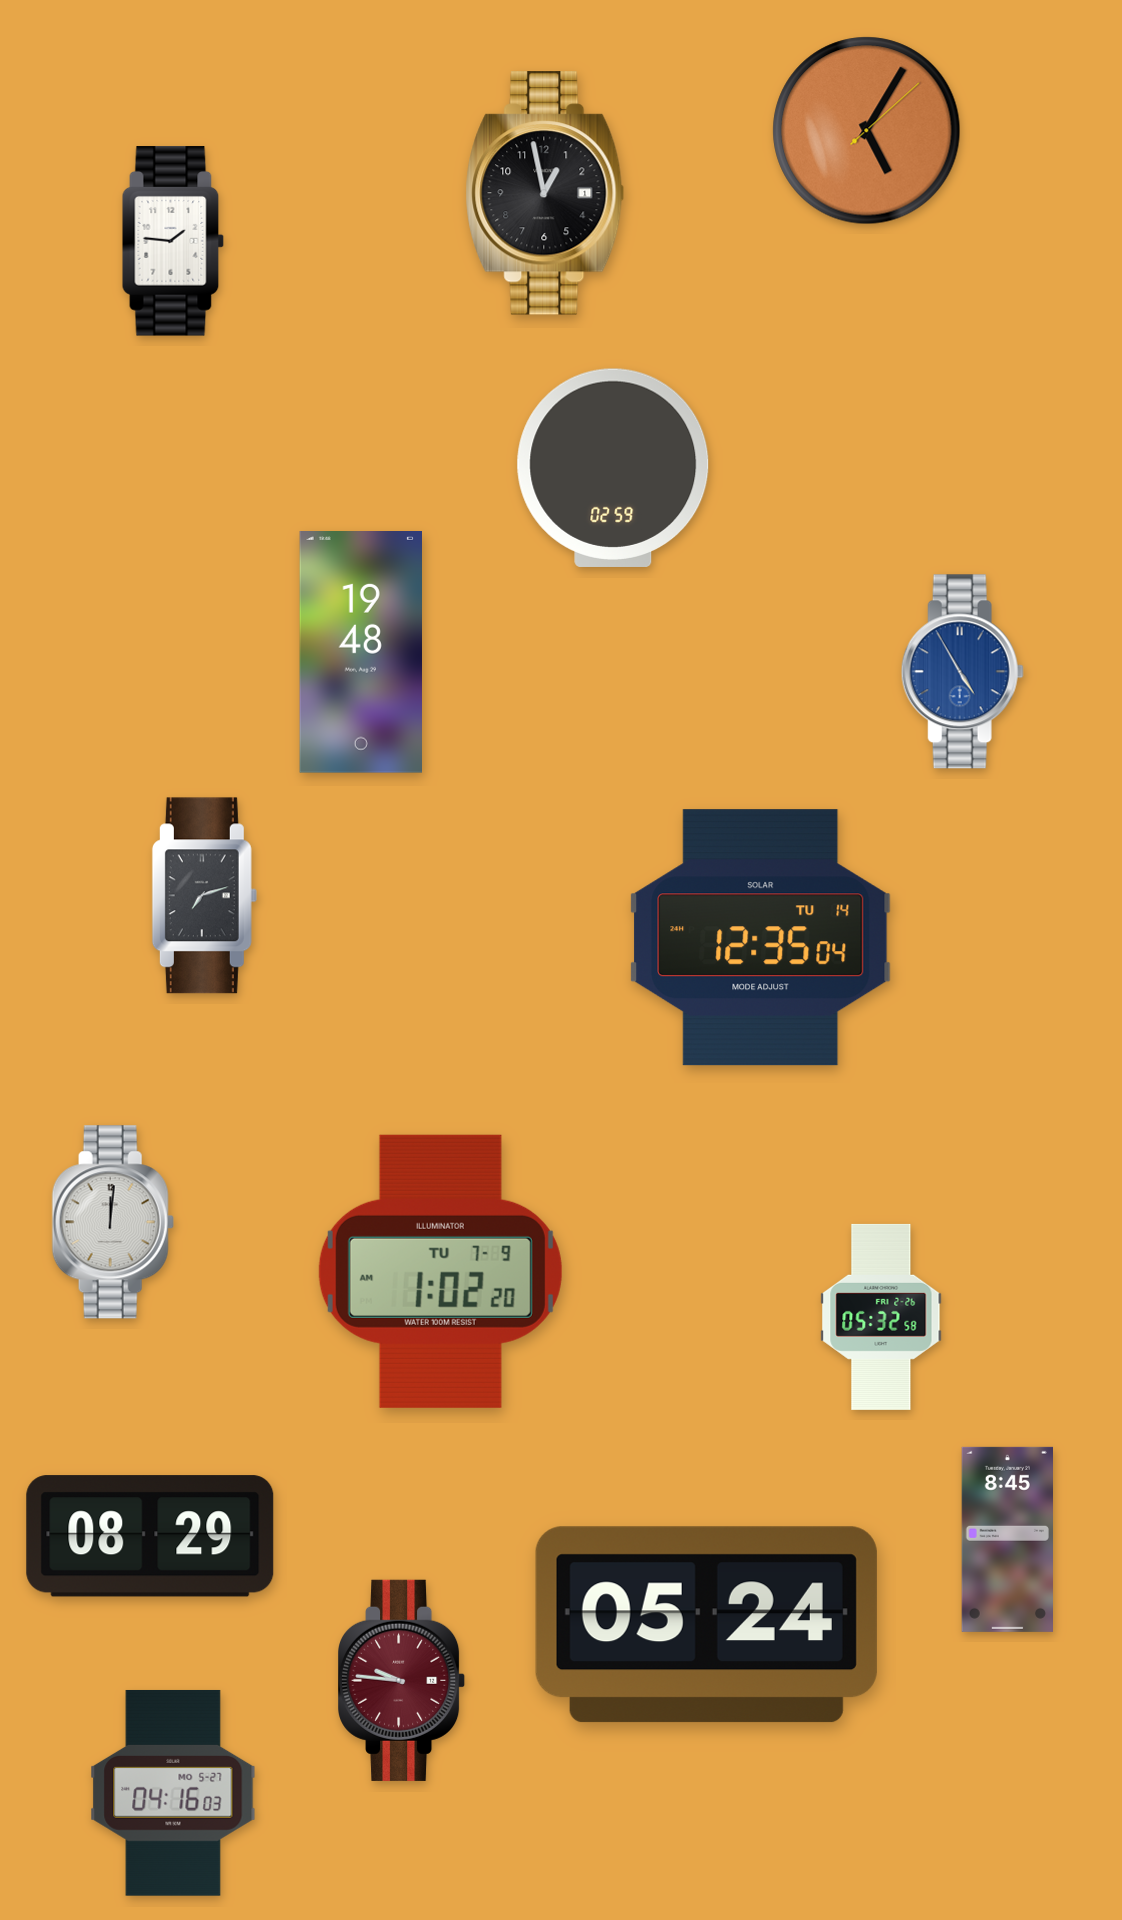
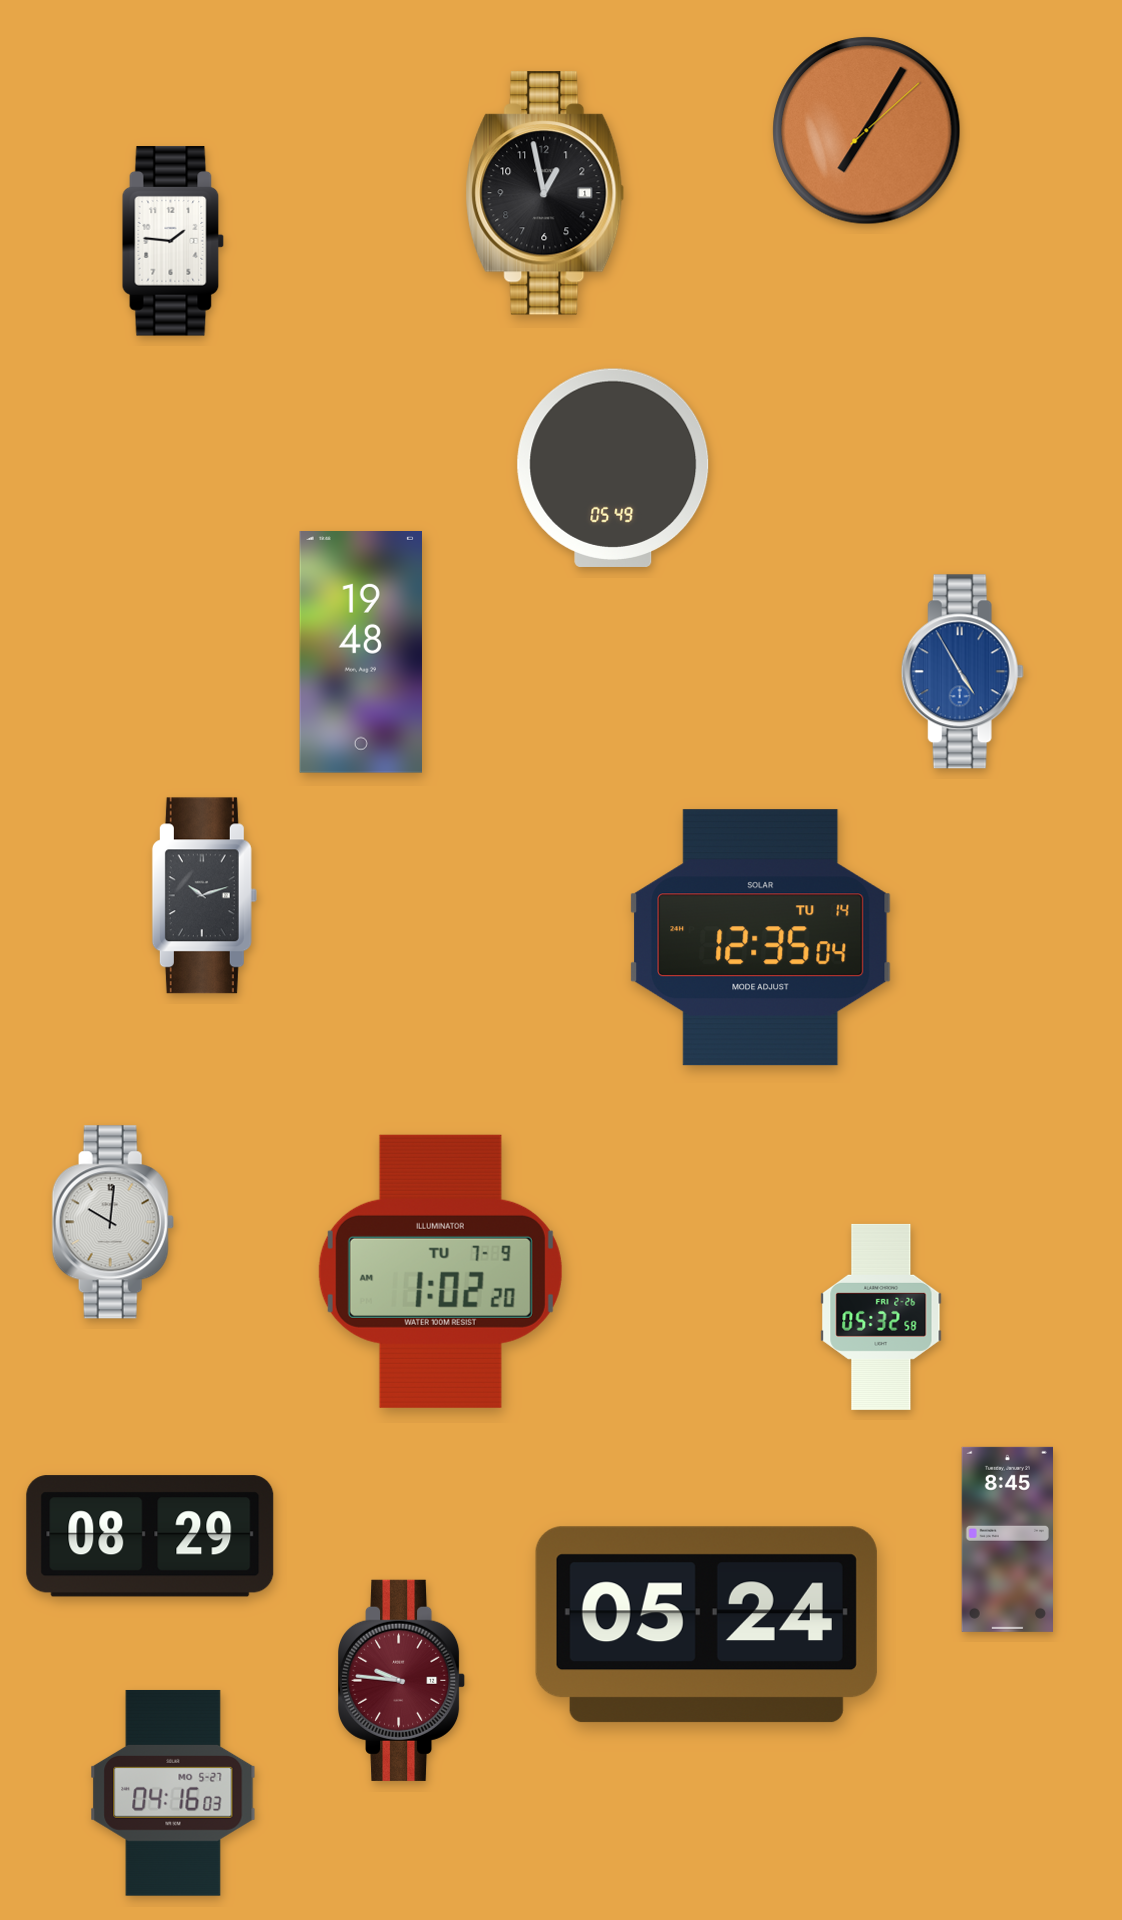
clock at (867, 131): 5:05 -> 7:05
clock at (613, 468): 02:59 -> 05:49
clock at (204, 896): 7:12 -> 10:12
clock at (113, 1222): 12:01 -> 10:01
